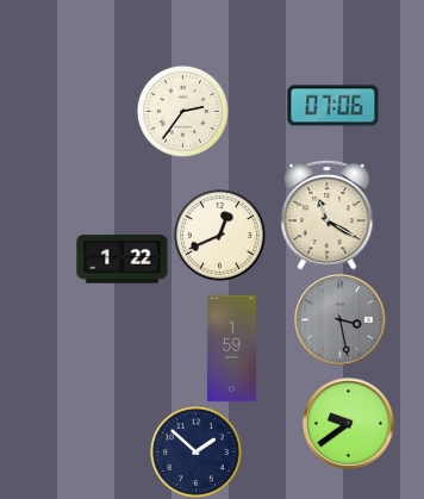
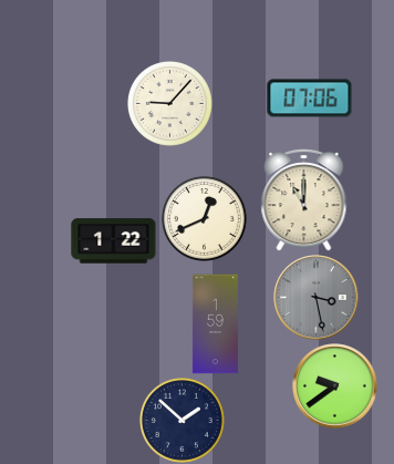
clock at (182, 111): 2:36 -> 9:07
clock at (328, 214): 11:20 -> 11:00
clock at (349, 424) position: (349, 424) -> (335, 386)
